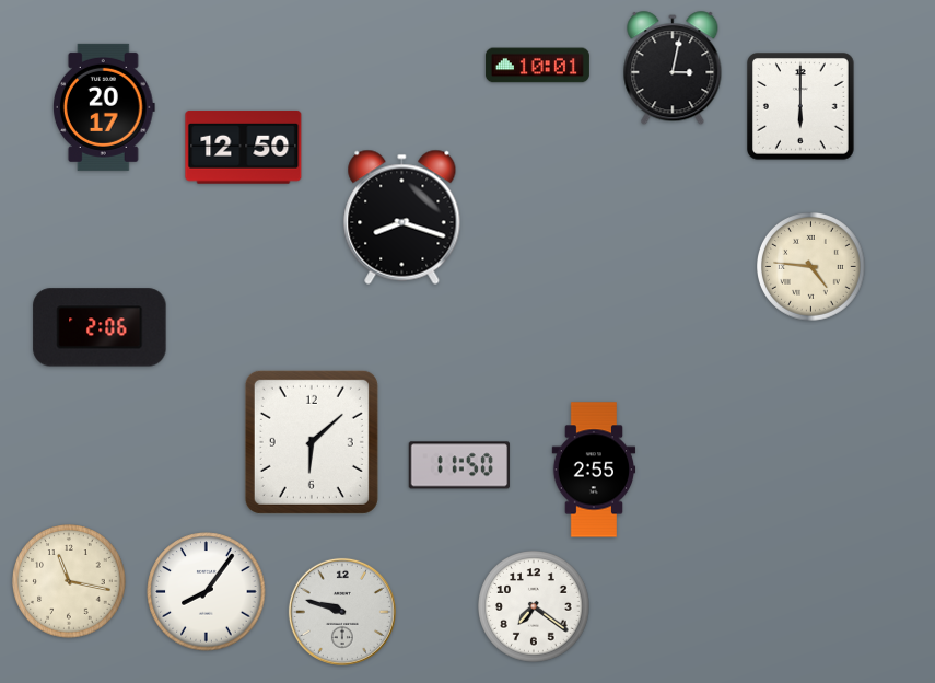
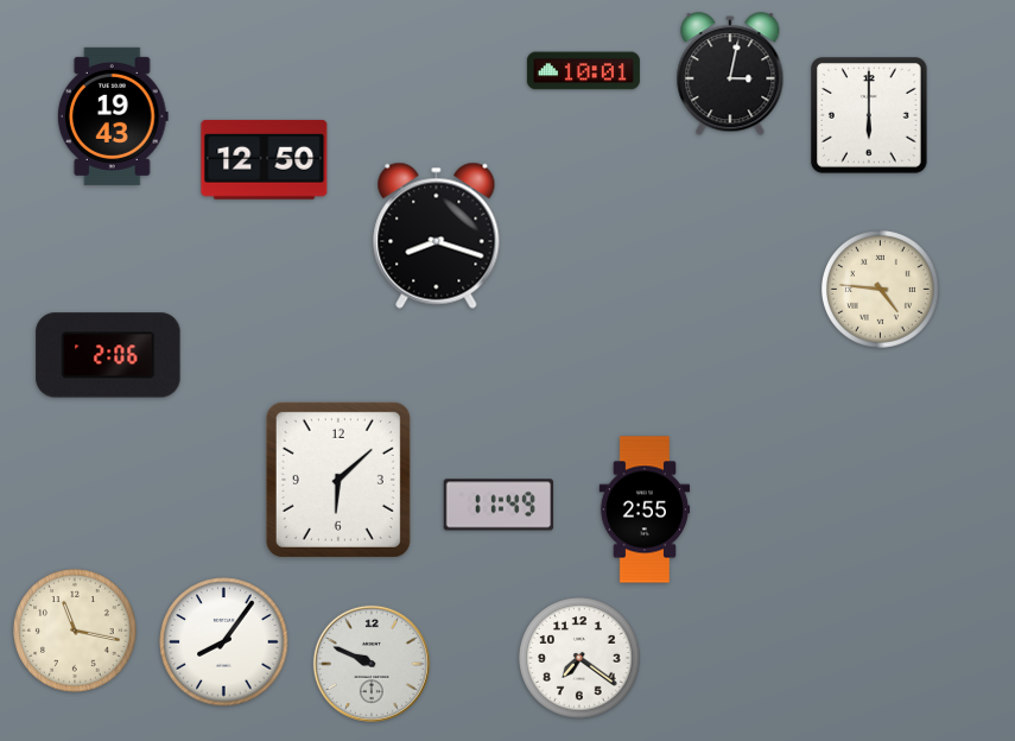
clock at (104, 107): 20:17 -> 19:43
clock at (458, 465): 11:50 -> 11:49
clock at (342, 612): 9:48 -> 9:49
